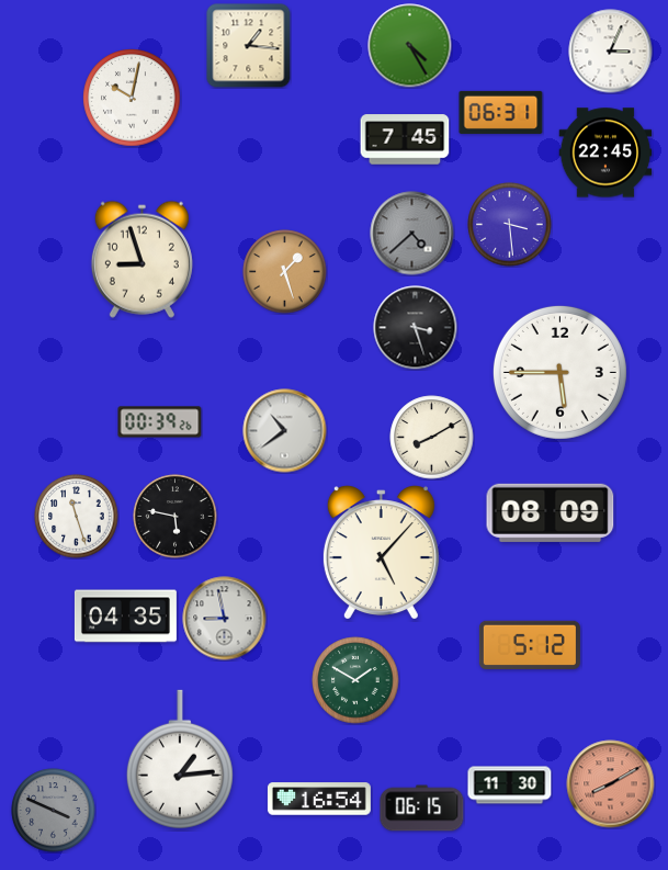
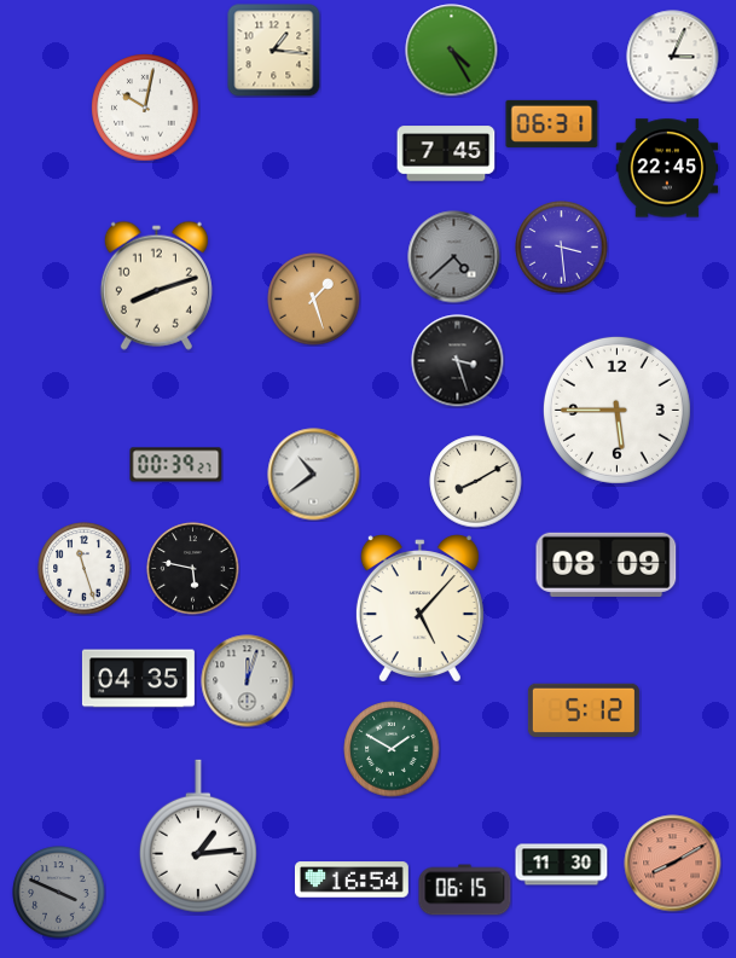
clock at (141, 259): 8:57 -> 8:12
clock at (160, 422): 00:39:26 -> 00:39:27
clock at (225, 619): 8:58 -> 12:03
